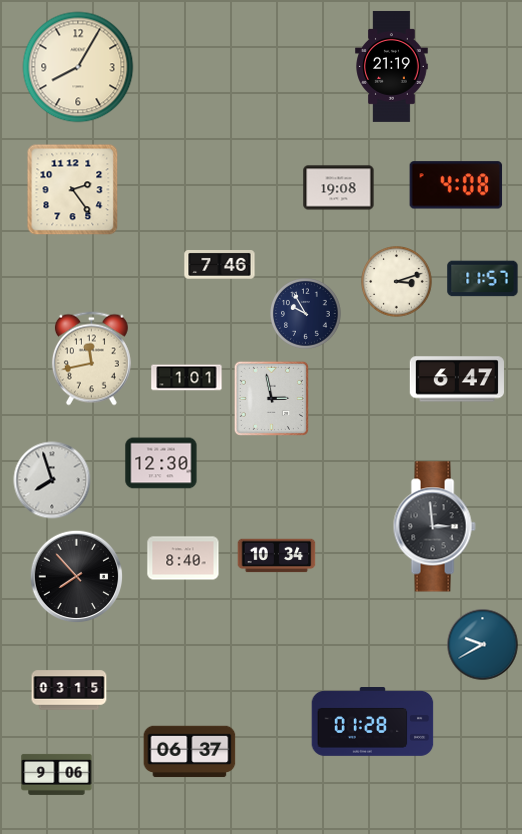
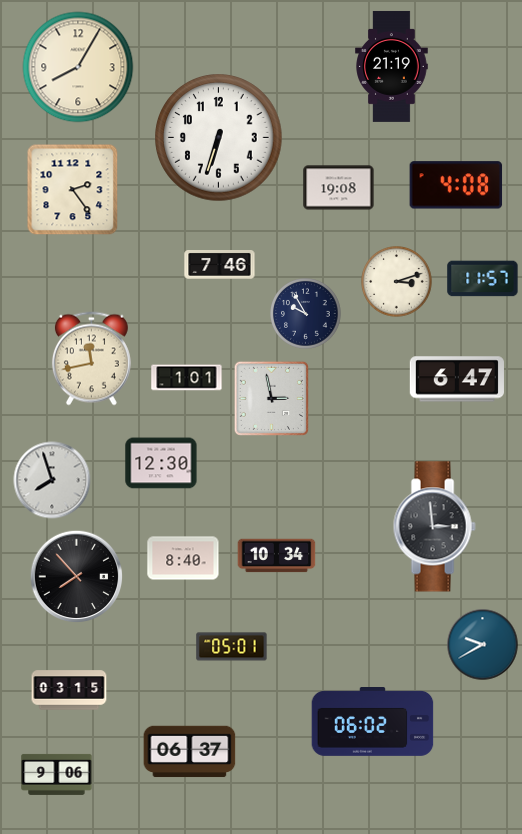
clock at (219, 138): none -> 6:33
clock at (232, 647): none -> 05:01
clock at (373, 722): 01:28 -> 06:02
